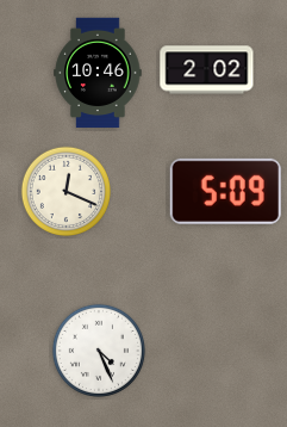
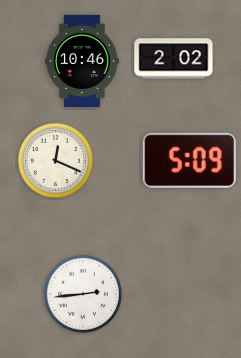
clock at (99, 351): 4:26 -> 2:44
